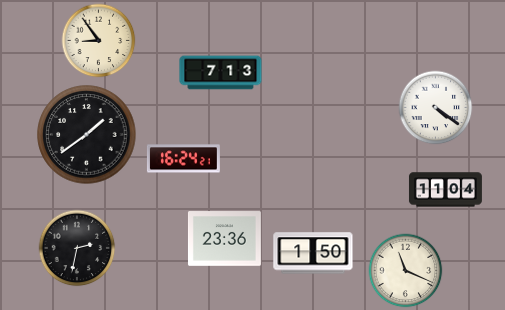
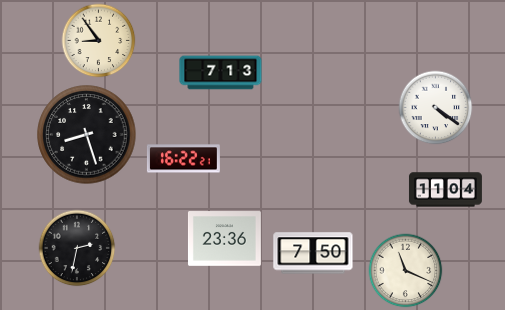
clock at (87, 135): 1:39 -> 8:27
clock at (183, 159): 16:24 -> 16:22
clock at (313, 253): 1:50 -> 7:50
